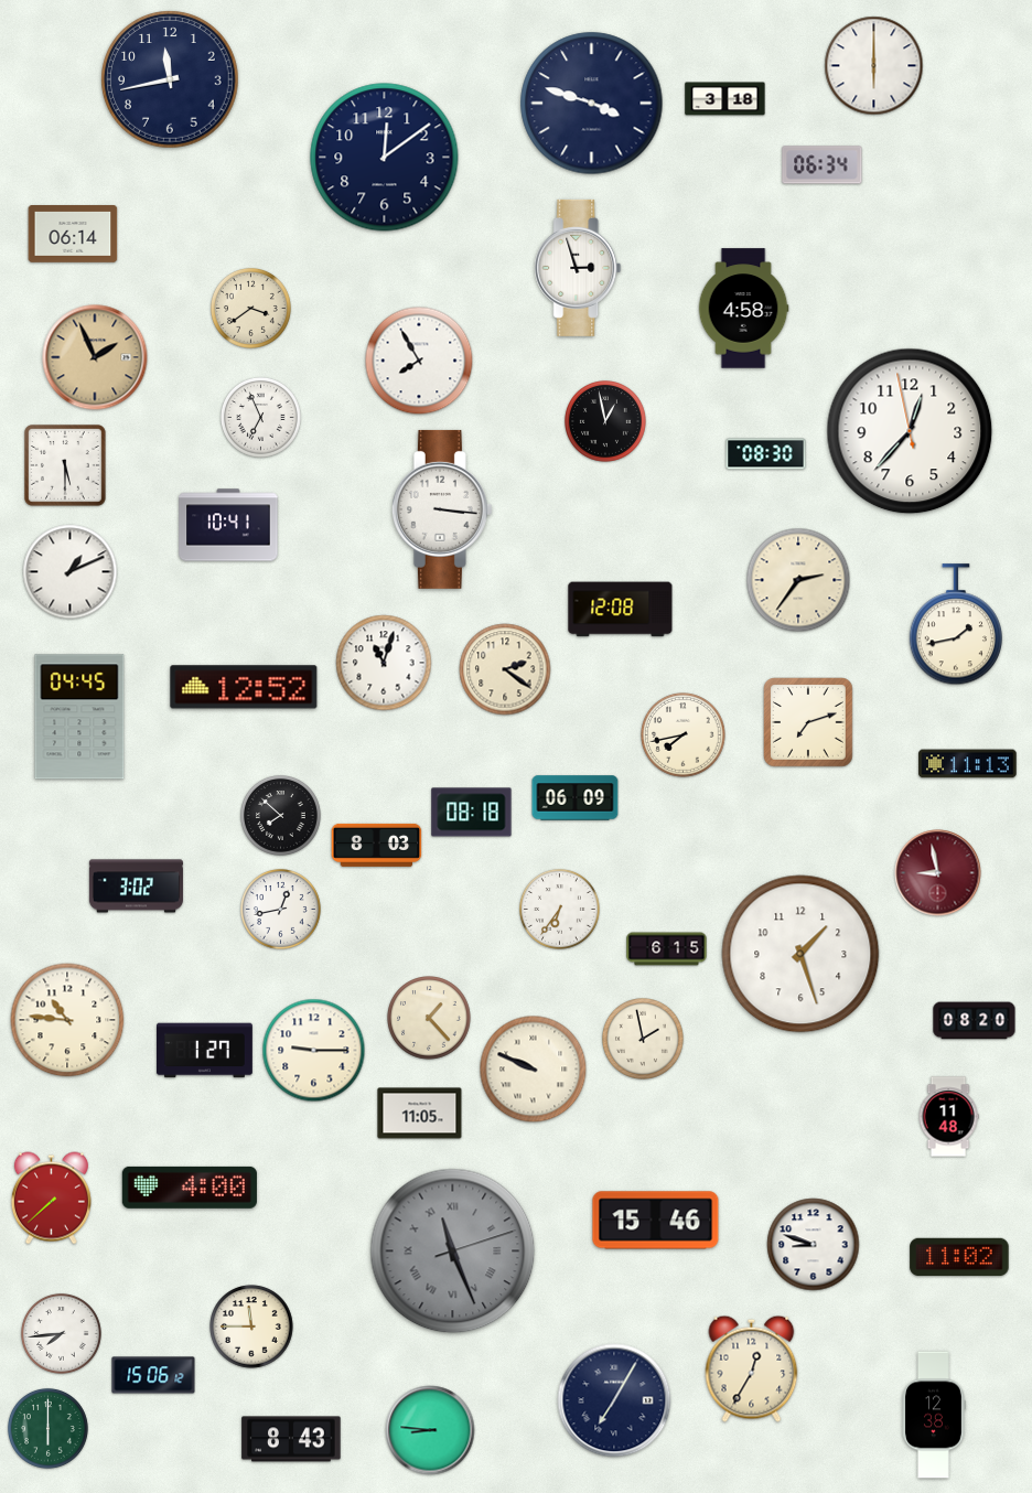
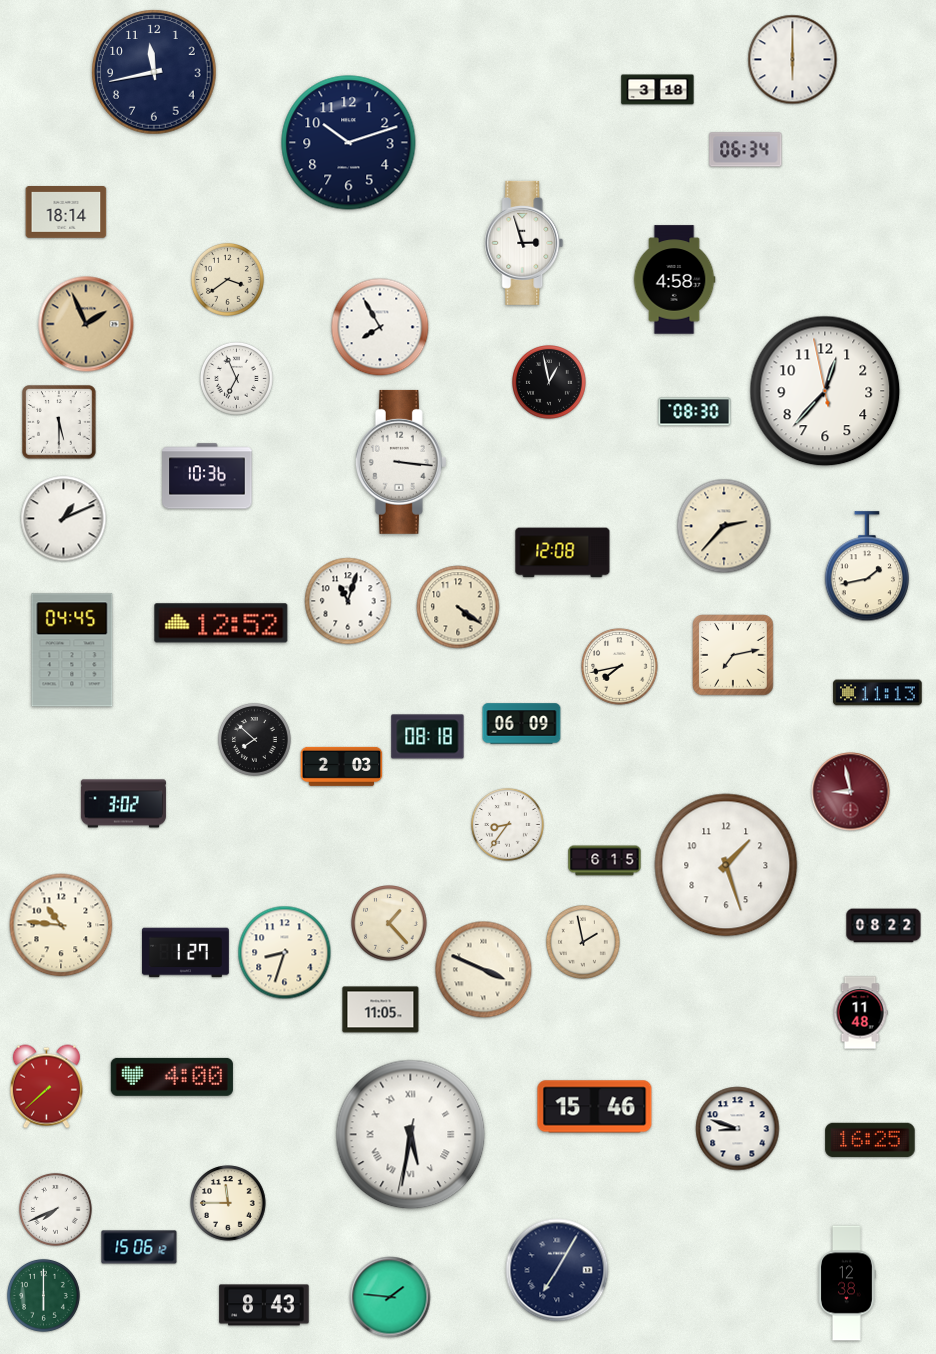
clock at (592, 104): 3:48 -> none
clock at (385, 158): 12:09 -> 10:12
clock at (73, 235): 06:14 -> 18:14
clock at (228, 525): 10:41 -> 10:36
clock at (798, 580): 2:36 -> 2:37
clock at (505, 669): 2:21 -> 4:21
clock at (809, 723): 7:12 -> 7:13
clock at (377, 845): 8:03 -> 2:03
clock at (280, 909): 12:43 -> none
clock at (559, 909): 6:36 -> 8:36
clock at (975, 1021): 08:20 -> 08:22
clock at (314, 1051): 9:15 -> 8:33
clock at (534, 1070): 9:49 -> 3:49
clock at (453, 1252): 11:26 -> 5:31
clock at (453, 1252) dial: grey -> white
clock at (959, 1257): 11:02 -> 16:25
clock at (61, 1333): 7:44 -> 7:41
clock at (752, 1368): 12:35 -> none
clock at (430, 1430): 8:46 -> 1:46
